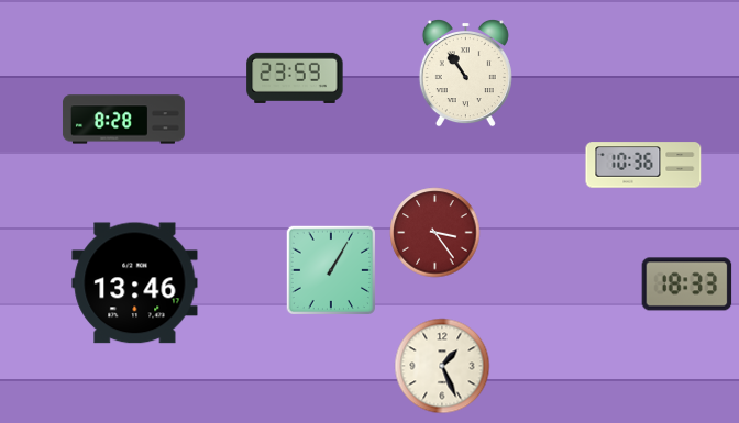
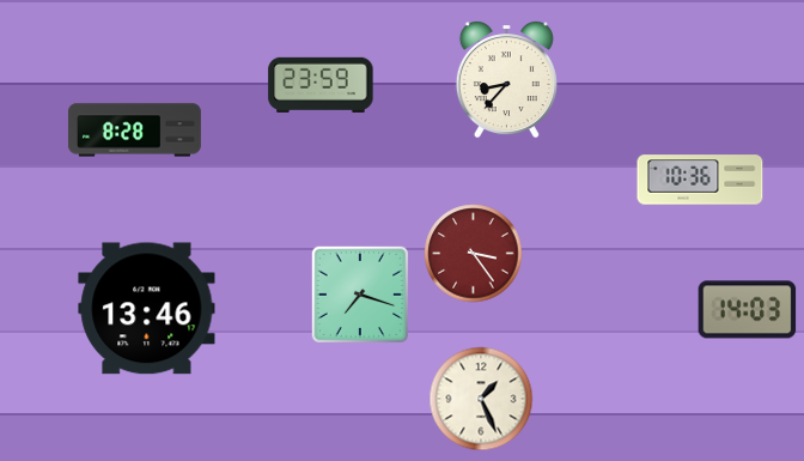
clock at (465, 74): 10:54 -> 8:37
clock at (330, 269): 1:05 -> 7:18
clock at (687, 285): 18:33 -> 14:03
